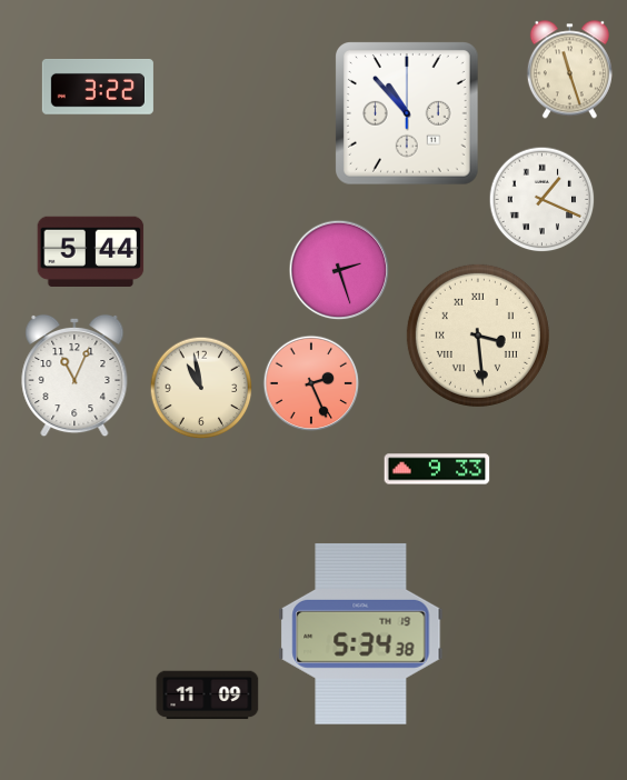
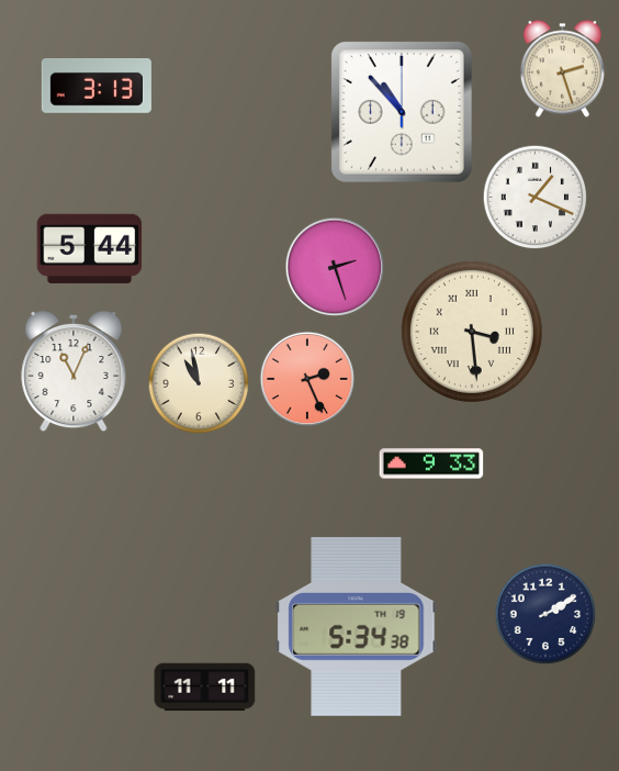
clock at (569, 70): 11:27 -> 2:27
clock at (98, 88): 3:22 -> 3:13
clock at (545, 614): none -> 2:10
clock at (208, 696): 11:09 -> 11:11
